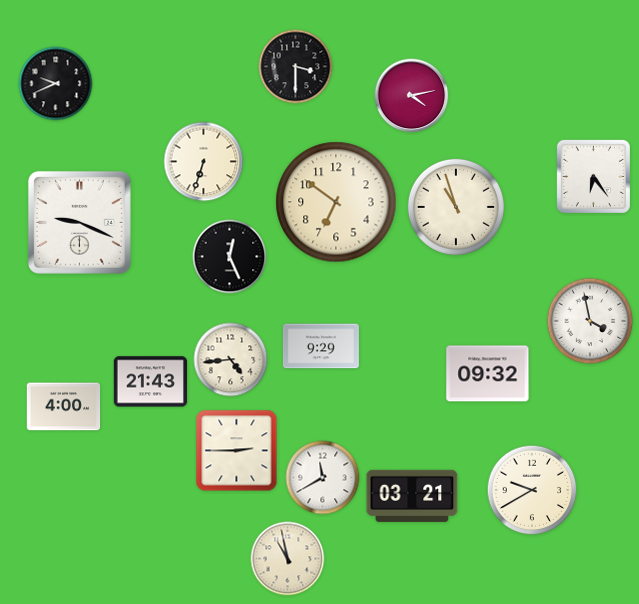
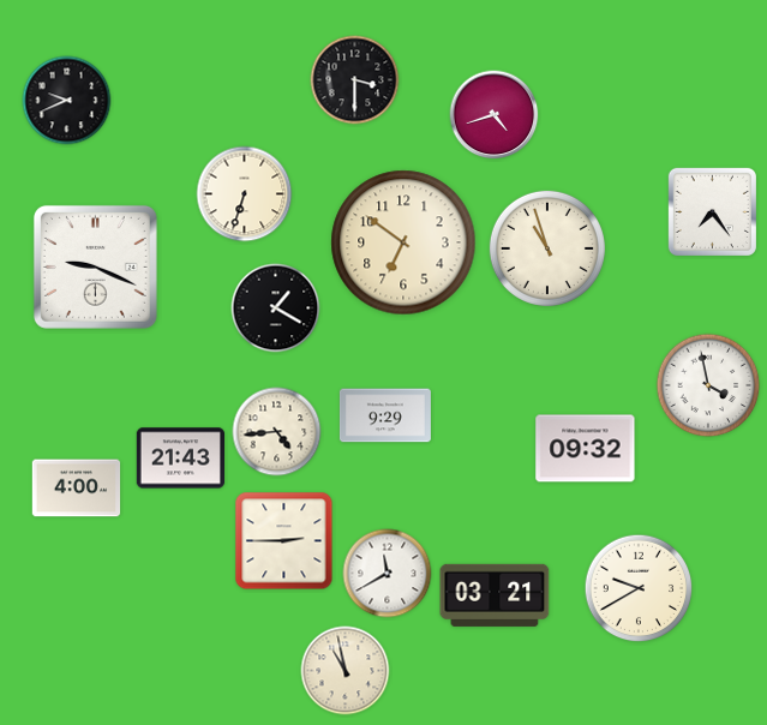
clock at (412, 96): 4:13 -> 4:42
clock at (593, 176): 6:24 -> 7:24
clock at (230, 257): 12:26 -> 1:20
